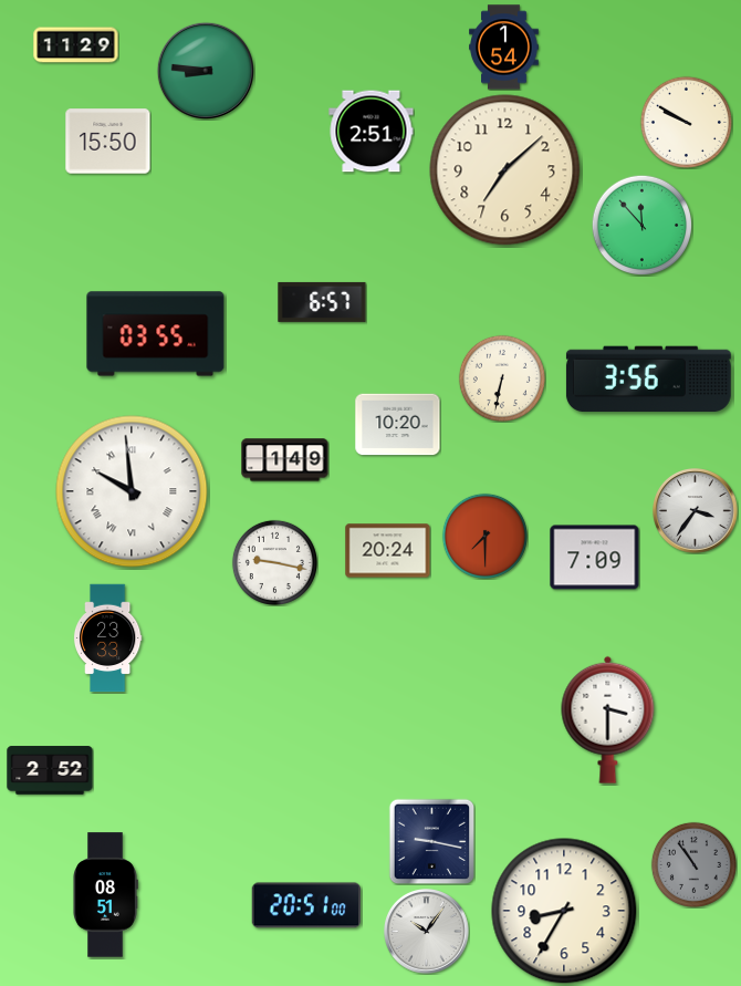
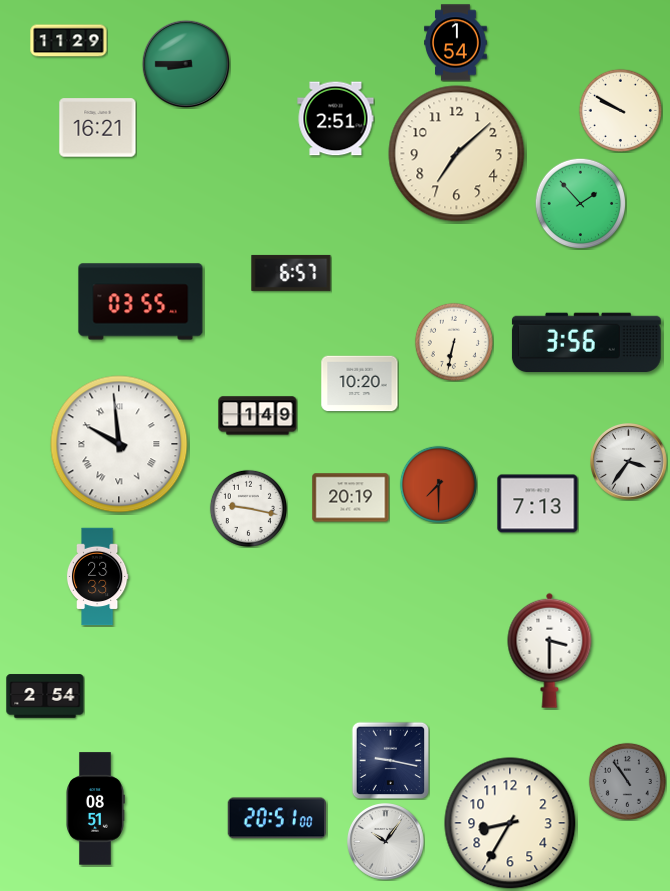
clock at (205, 70): 8:46 -> 8:45
clock at (108, 142): 15:50 -> 16:21
clock at (641, 225): 11:53 -> 1:53
clock at (388, 551): 20:24 -> 20:19
clock at (595, 558): 7:09 -> 7:13
clock at (50, 770): 2:52 -> 2:54
